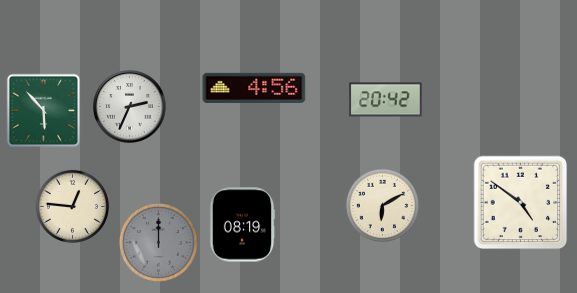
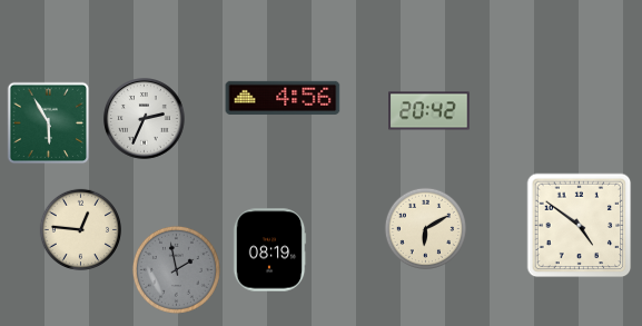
clock at (44, 111): 5:53 -> 5:55
clock at (158, 242): 12:00 -> 1:58
